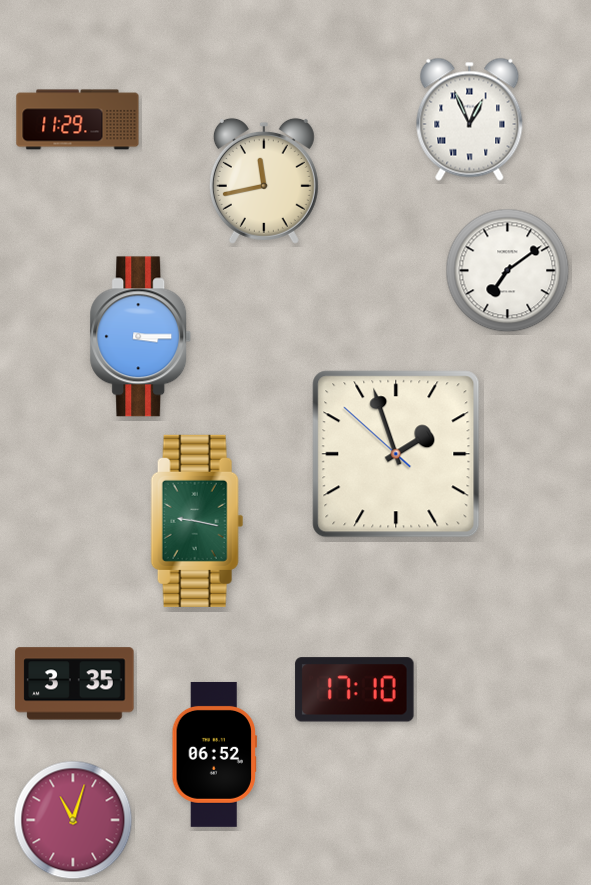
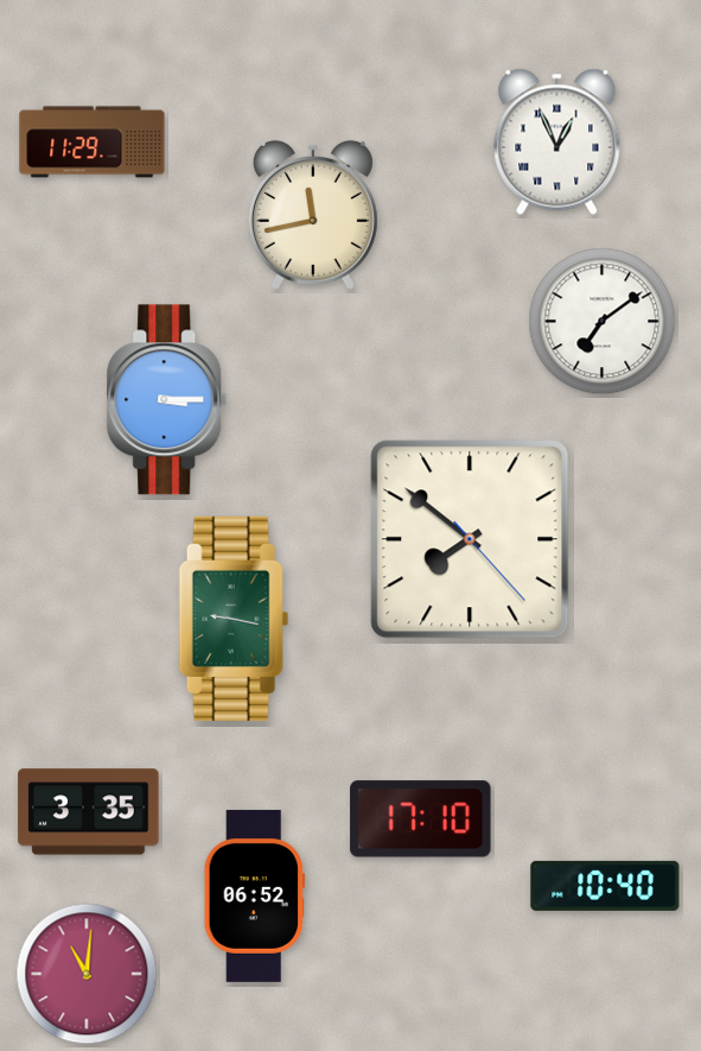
clock at (396, 454): 1:56 -> 7:51
clock at (605, 886): none -> 10:40
clock at (73, 820): 11:03 -> 11:01
